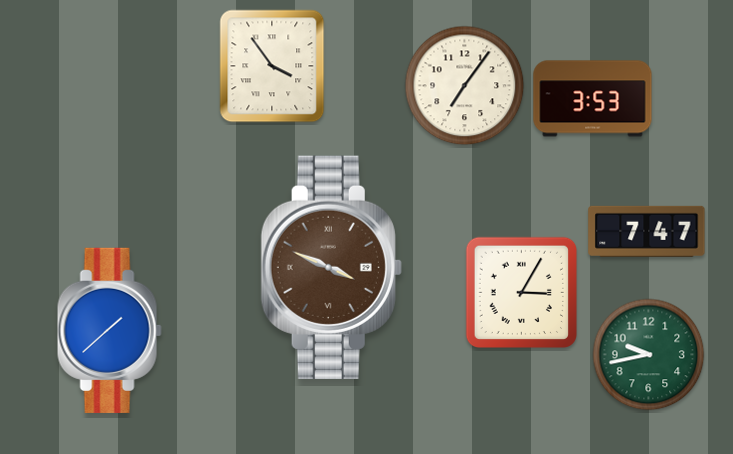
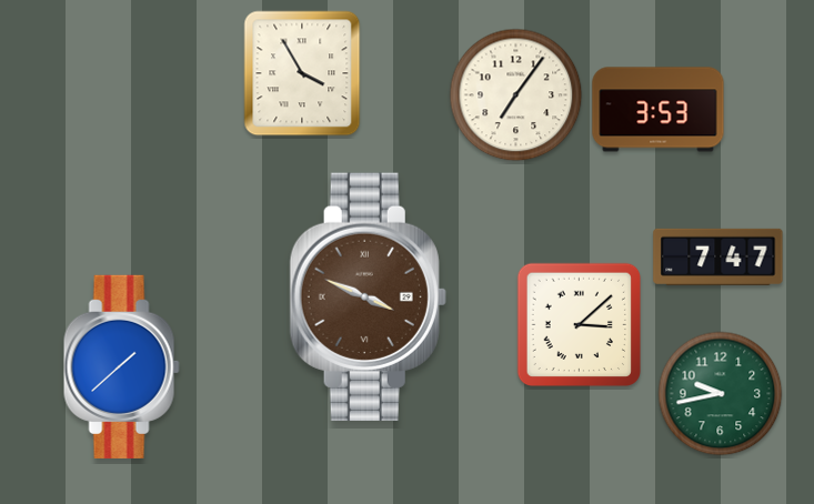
clock at (272, 66): 3:54 -> 3:55
clock at (521, 292): 3:05 -> 3:08
